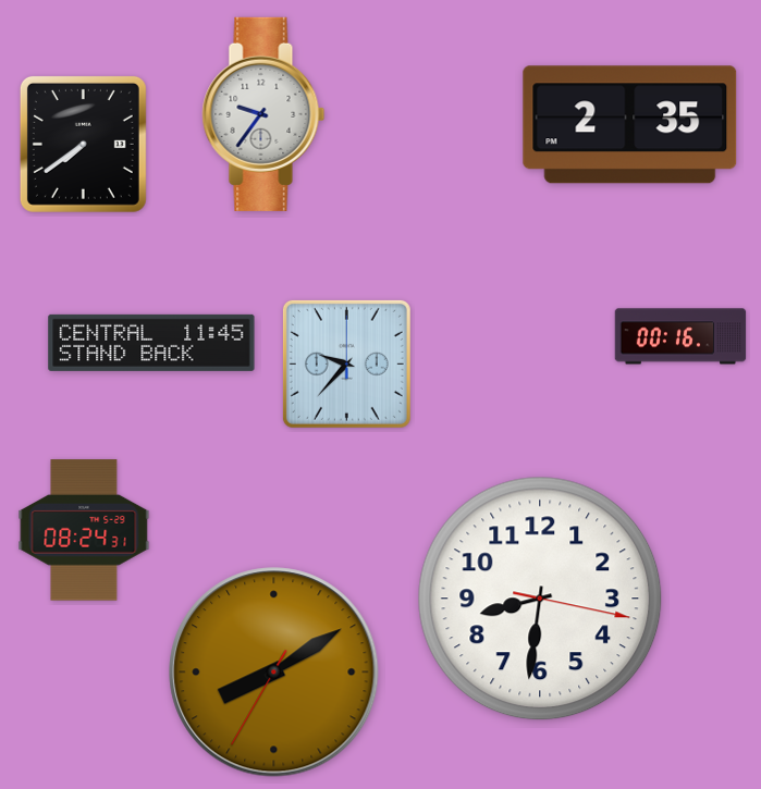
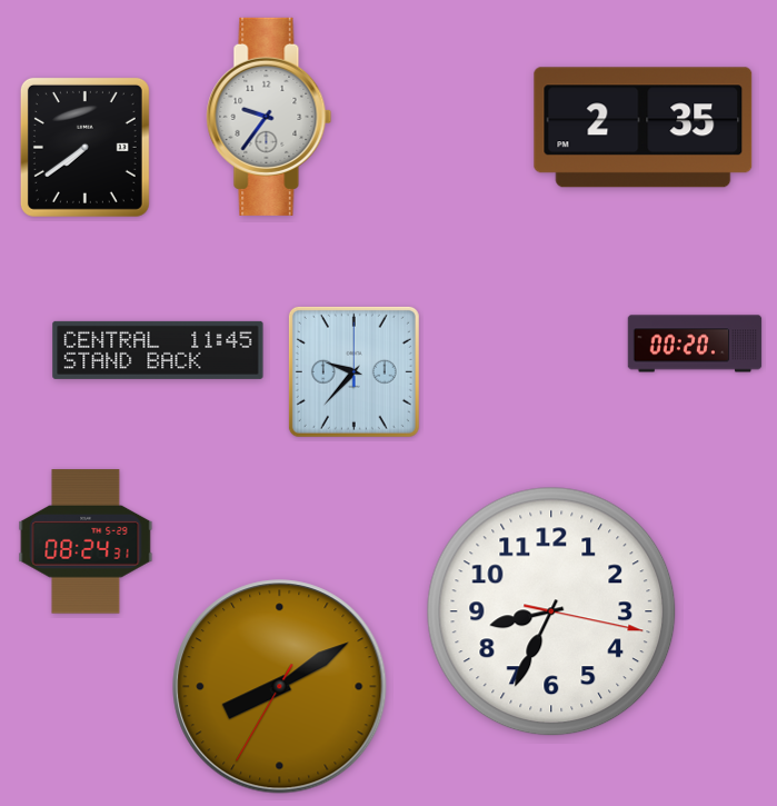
clock at (680, 336): 00:16 -> 00:20
clock at (151, 343) position: (151, 343) -> (158, 350)
clock at (540, 599): 8:31 -> 8:34
